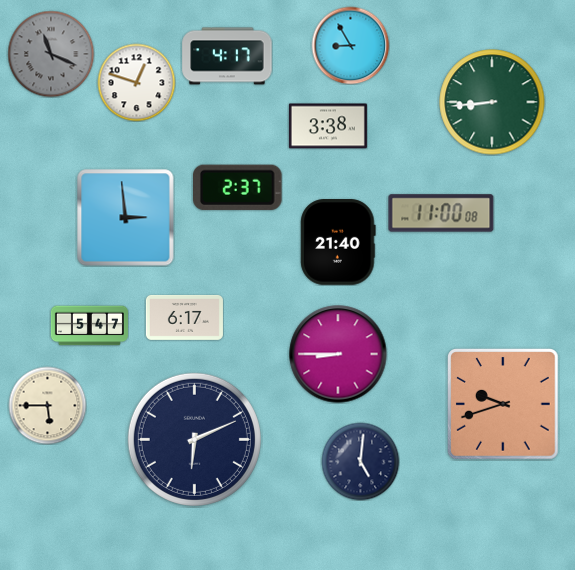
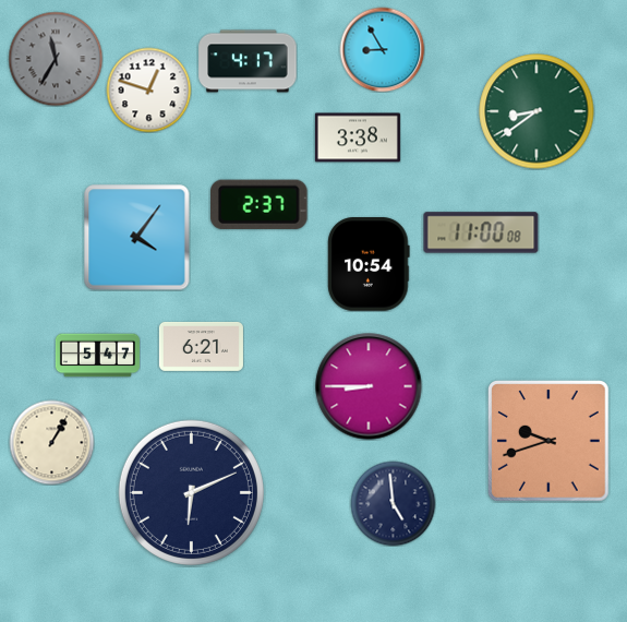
clock at (51, 54): 11:19 -> 11:35
clock at (492, 102): 8:44 -> 8:39
clock at (126, 218): 2:59 -> 4:06
clock at (338, 242): 21:40 -> 10:54
clock at (184, 317): 6:17 -> 6:21
clock at (47, 405): 5:45 -> 1:05
clock at (194, 439) position: (194, 439) -> (191, 492)
clock at (360, 461): 5:01 -> 4:59
